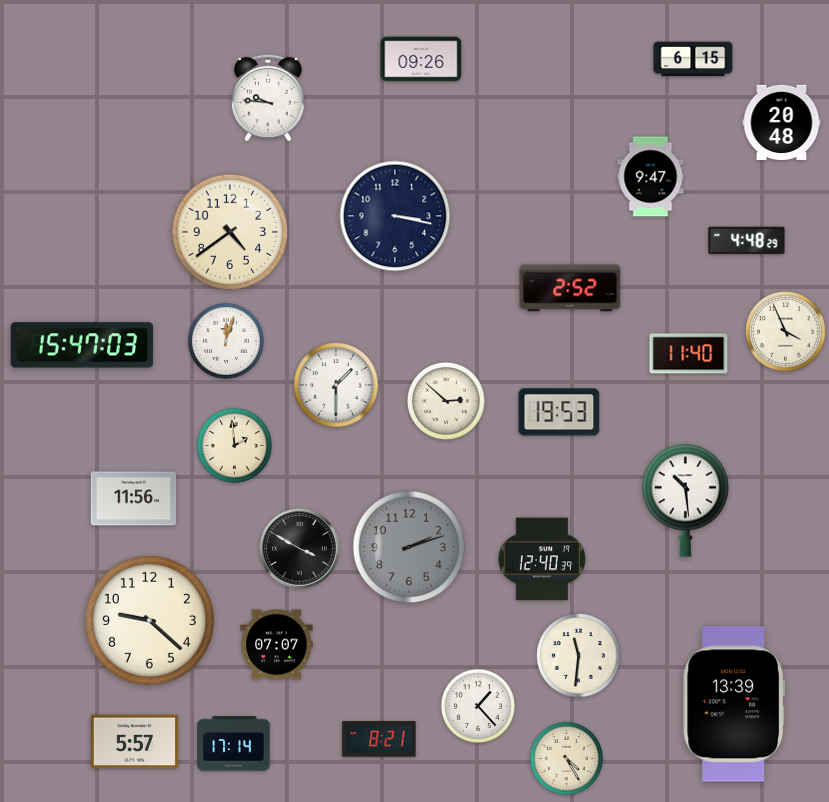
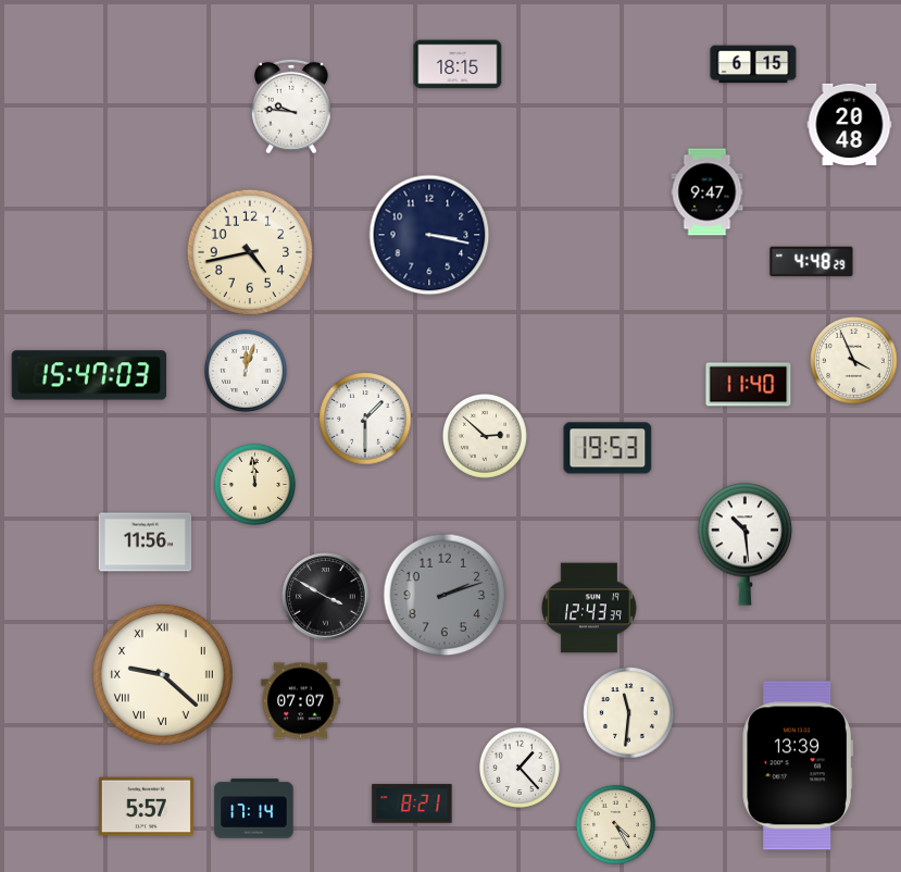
clock at (421, 59): 09:26 -> 18:15
clock at (782, 122) position: (782, 122) -> (850, 124)
clock at (230, 232): 4:39 -> 4:43
clock at (570, 288): 2:52 -> none
clock at (234, 445): 1:59 -> 11:59
clock at (542, 559): 12:40 -> 12:43
clock at (149, 620) numerals: Arabic -> Roman
